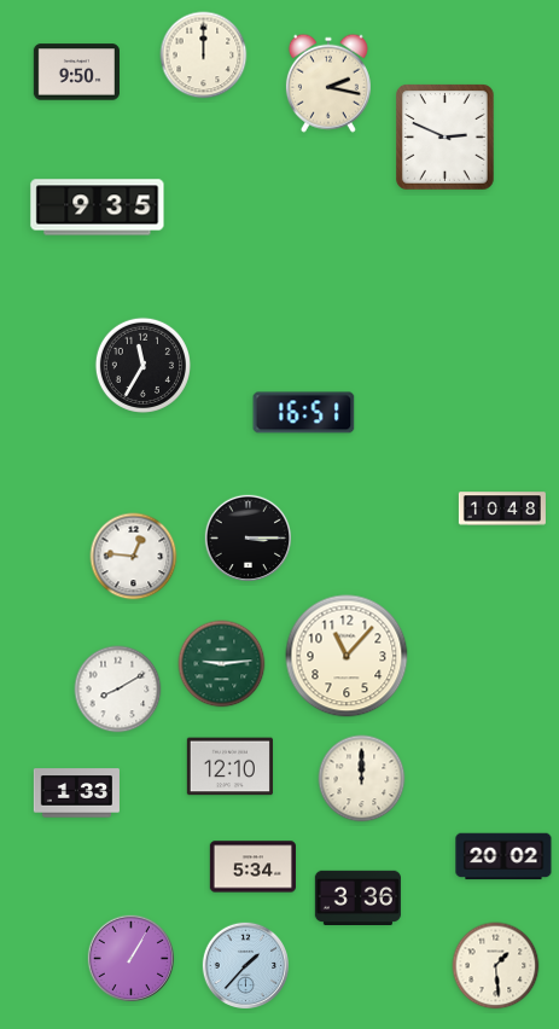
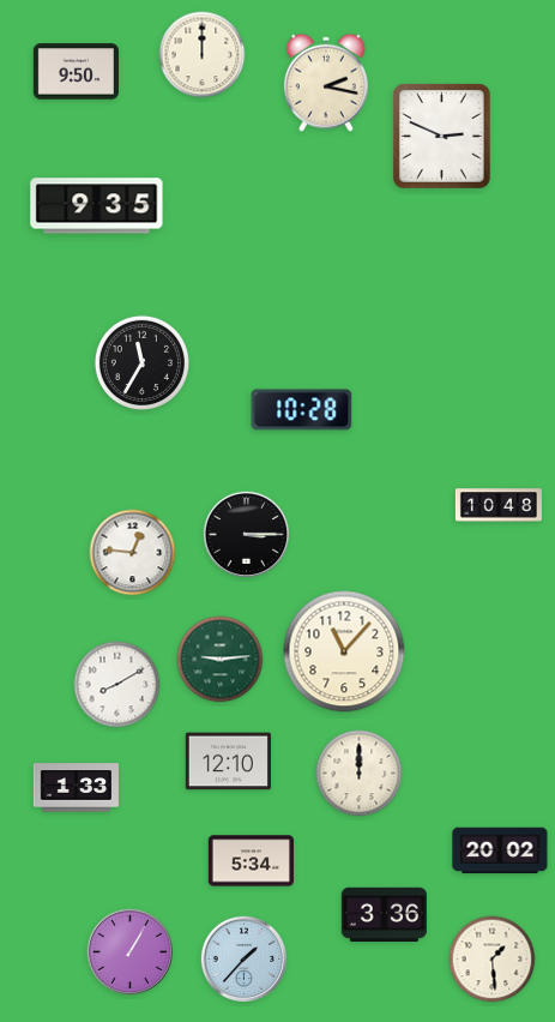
clock at (304, 413): 16:51 -> 10:28
clock at (357, 897) position: (357, 897) -> (384, 914)
